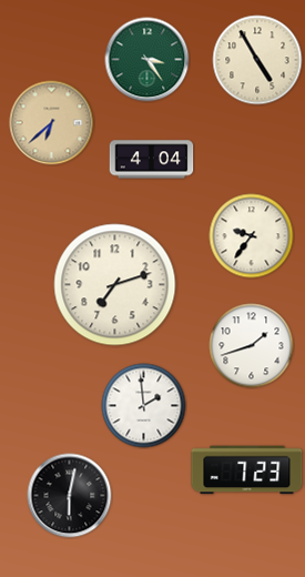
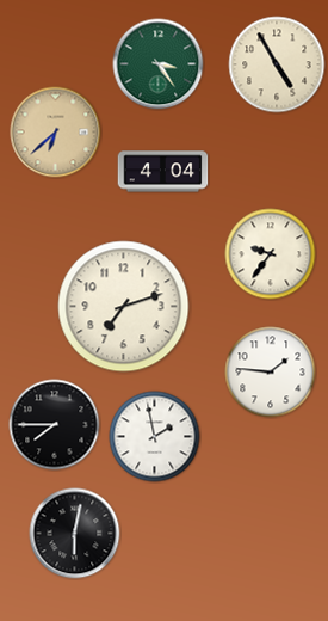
clock at (252, 346): 1:42 -> 1:46
clock at (55, 425): none -> 7:45
clock at (144, 406): 1:59 -> 1:58
clock at (247, 470): 7:23 -> none
